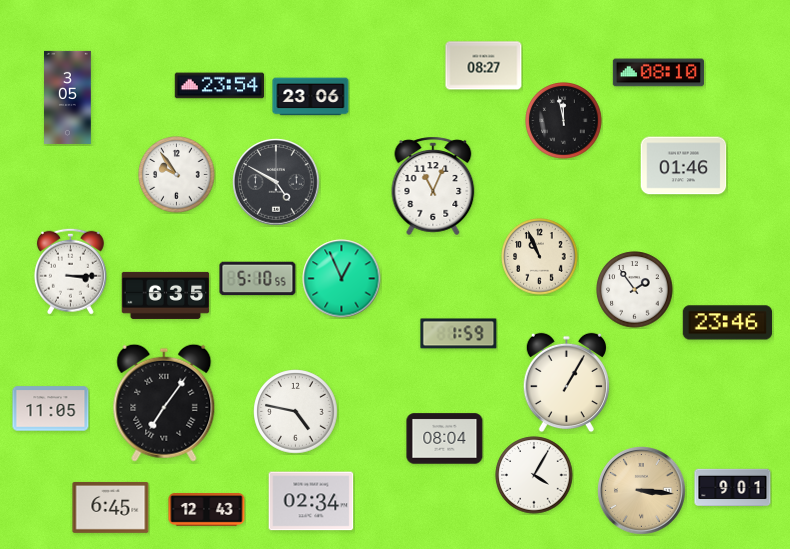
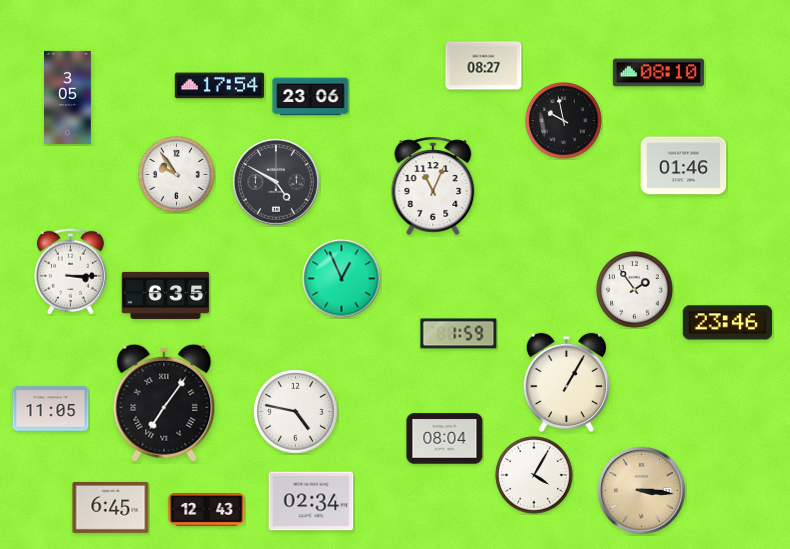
clock at (220, 86): 23:54 -> 17:54
clock at (564, 121): 11:58 -> 9:58
clock at (540, 257): 10:56 -> none
clock at (258, 279): 5:10 -> none
clock at (733, 488): 9:01 -> none
